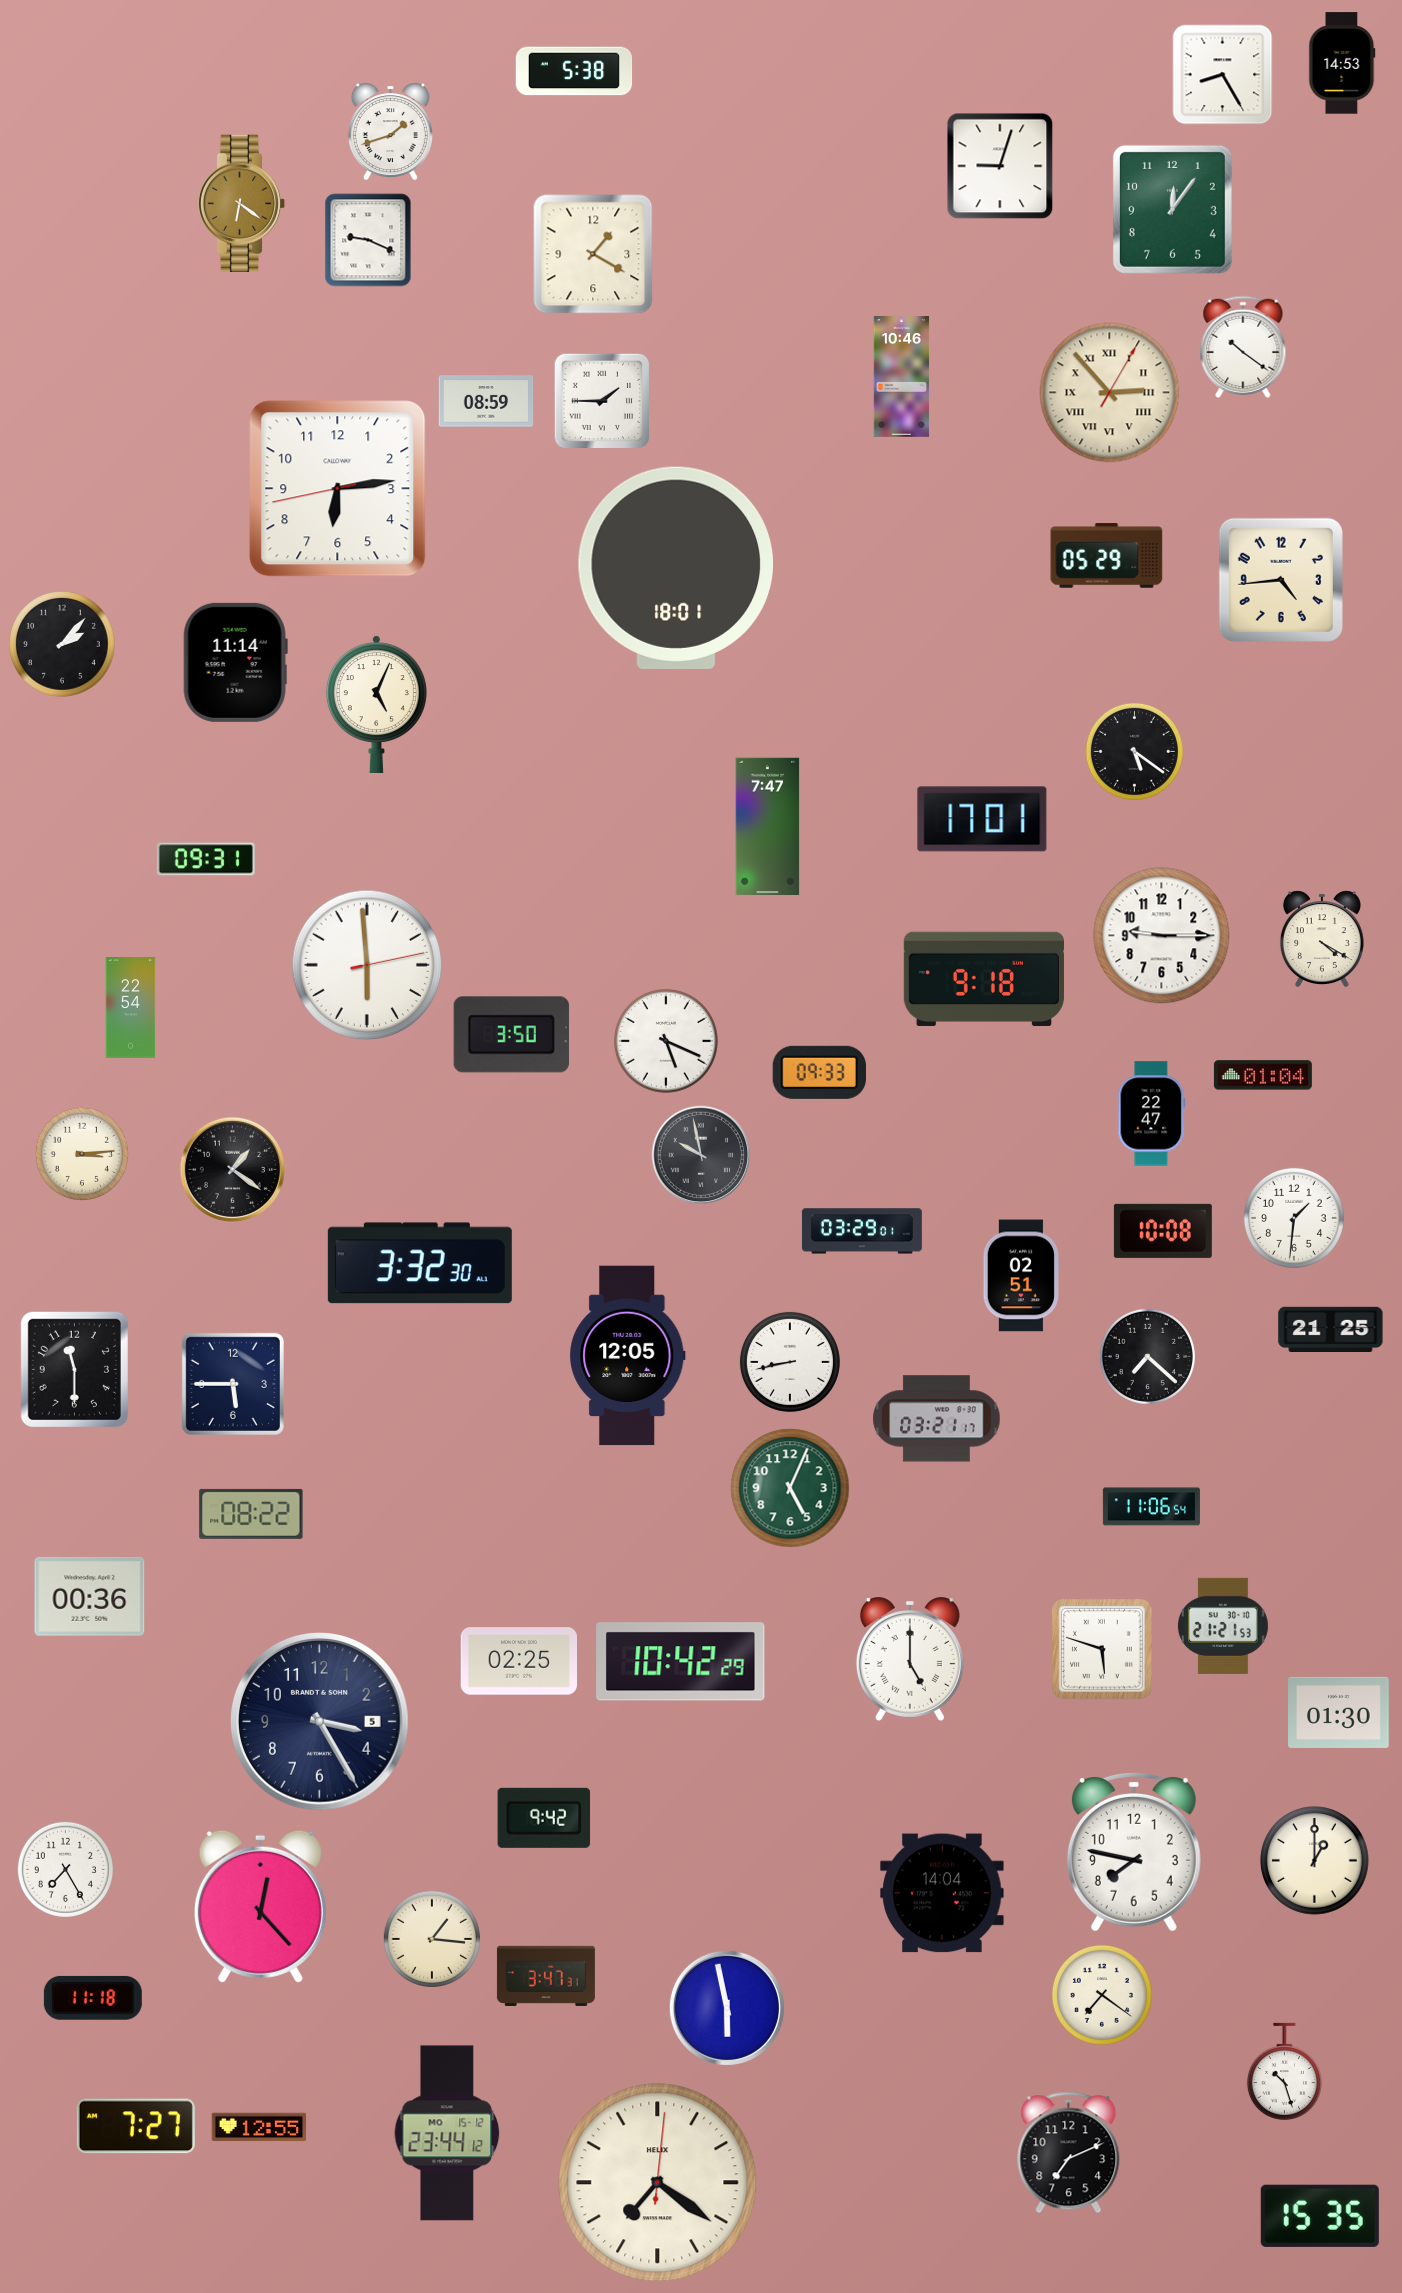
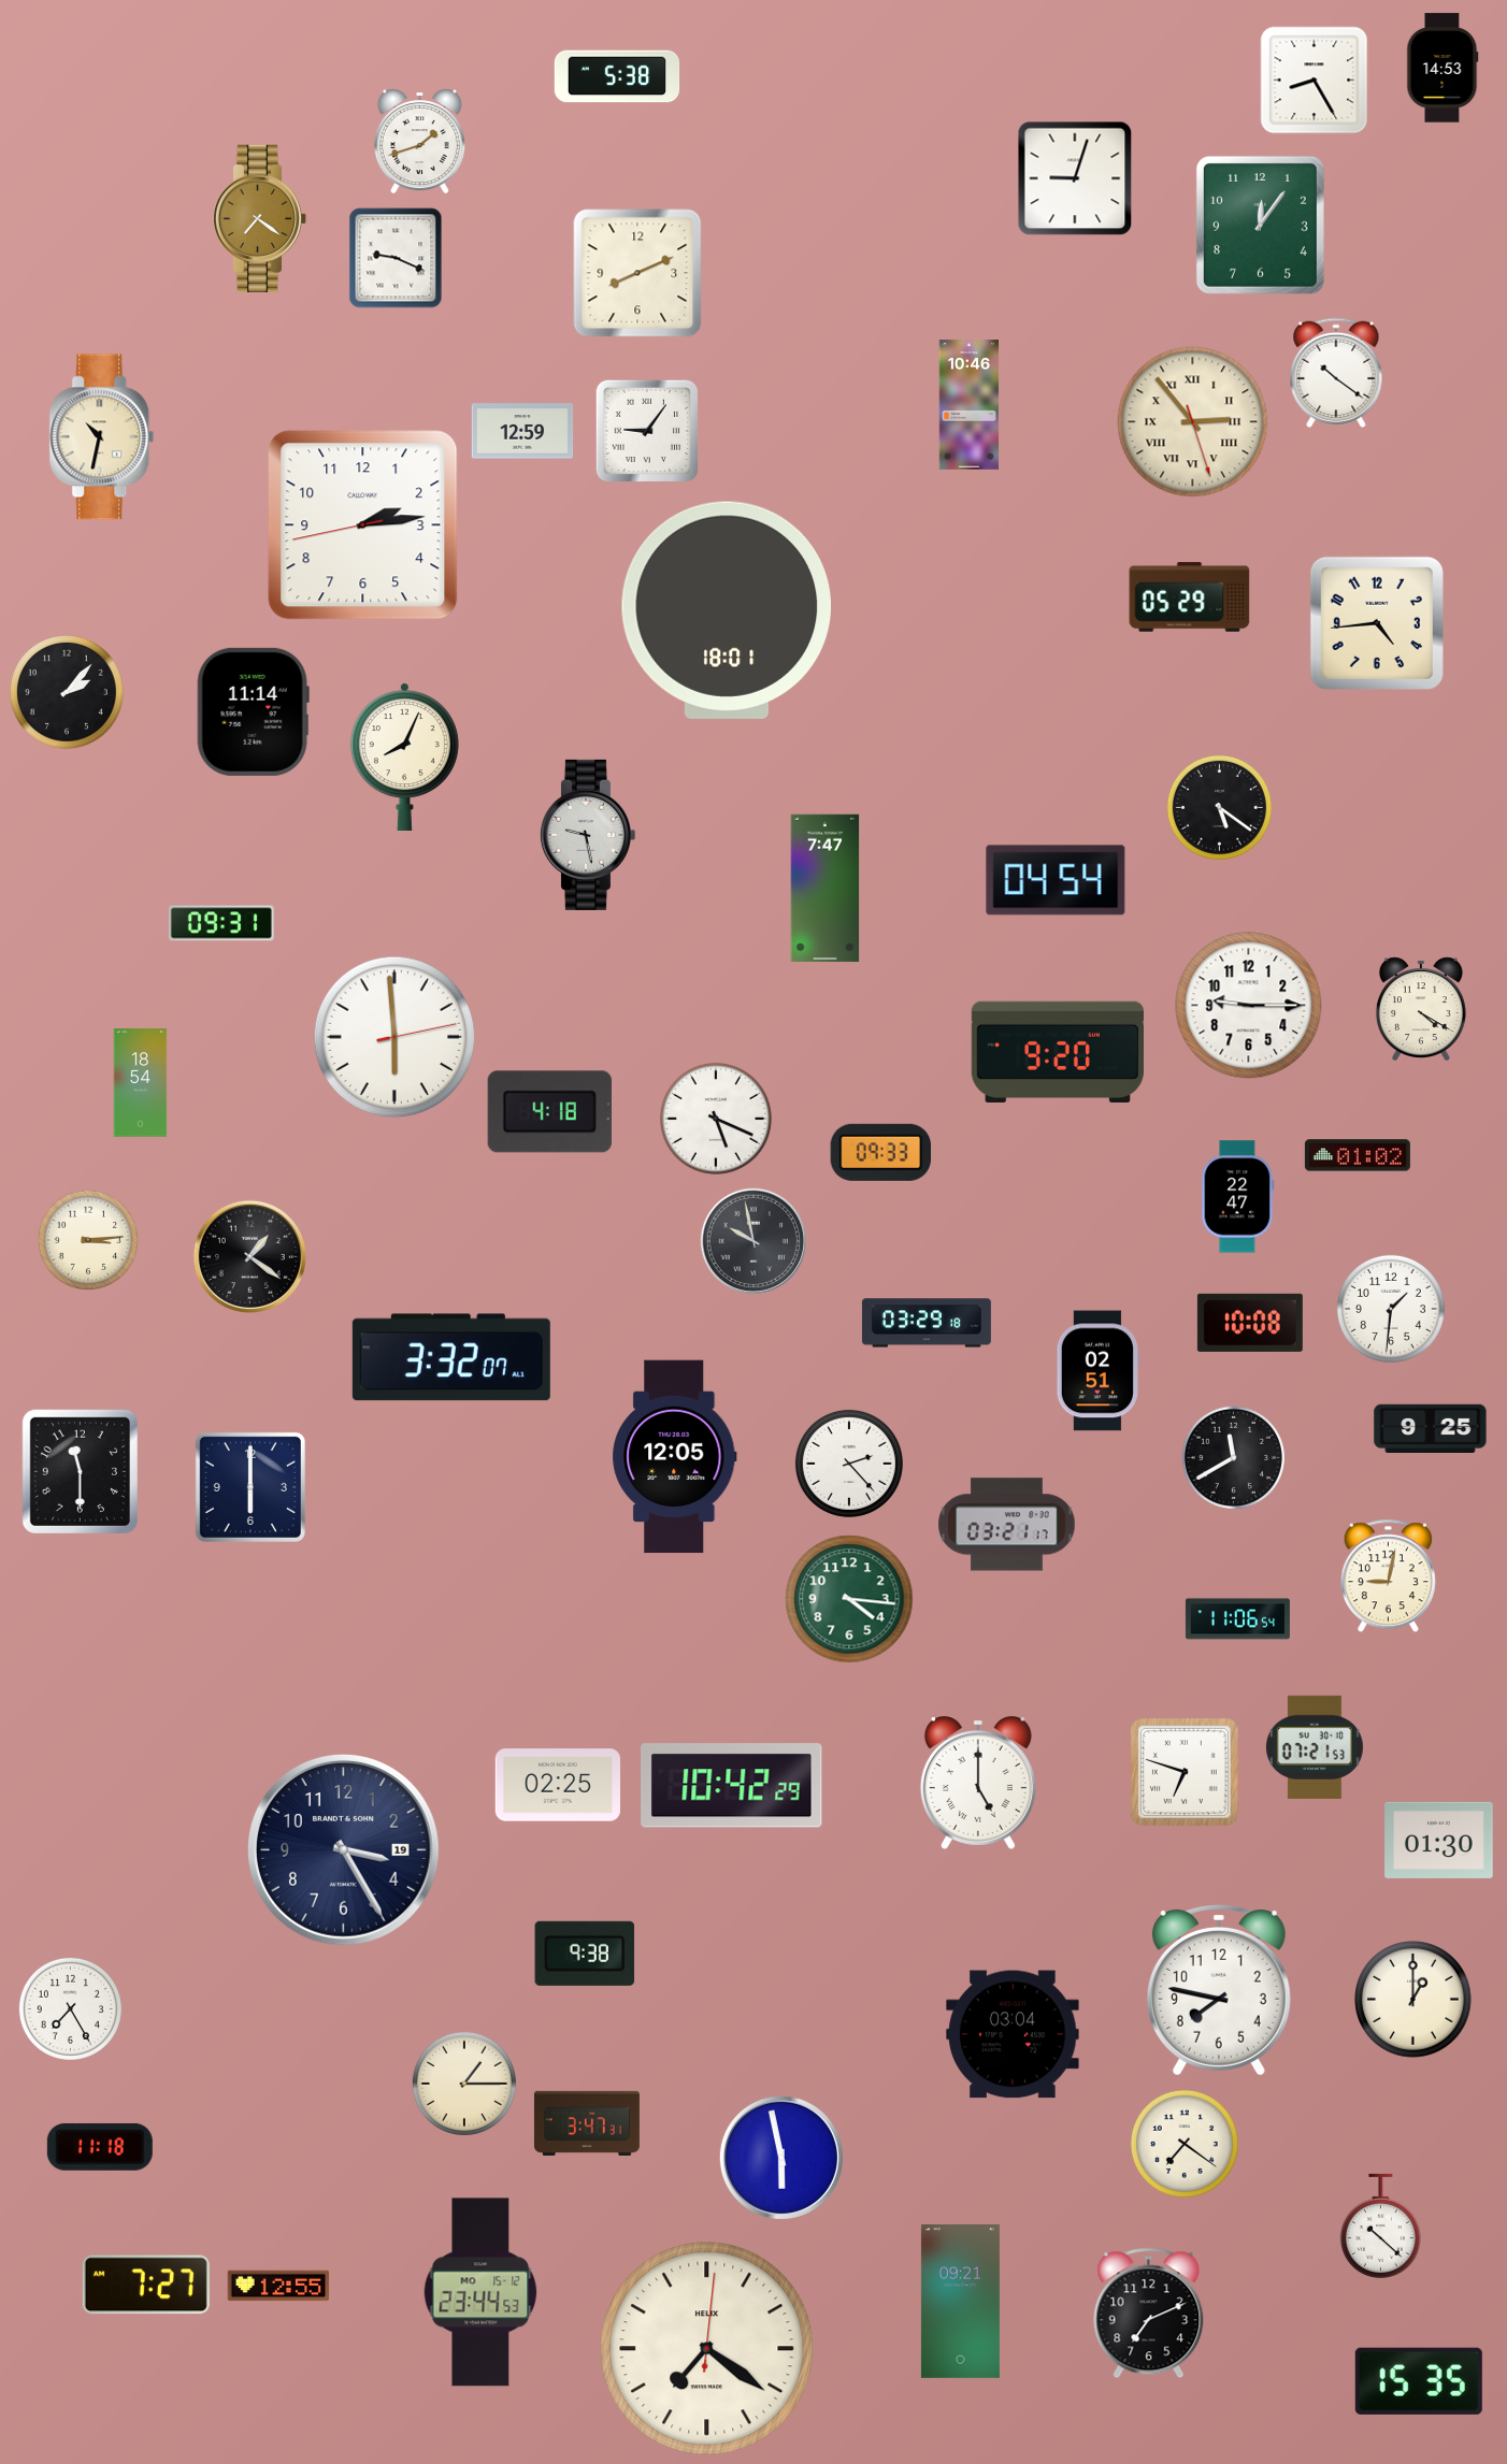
clock at (242, 203): 6:21 -> 7:21
clock at (593, 254): 1:20 -> 8:11
clock at (1110, 393): 2:53:05 -> 2:53:27
clock at (486, 401): 08:59 -> 12:59
clock at (602, 401): 1:45 -> 9:06
clock at (102, 437): none -> 10:32
clock at (338, 489): 6:13 -> 2:13
clock at (376, 704): 5:04 -> 8:04
clock at (587, 835): none -> 9:28
clock at (982, 819): 17:01 -> 04:54
clock at (984, 979): 9:18 -> 9:20
clock at (131, 1008): 22:54 -> 18:54
clock at (511, 1035): 3:50 -> 4:18
clock at (1263, 1075): 01:04 -> 01:02
clock at (862, 1231): 03:29:01 -> 03:29:18
clock at (420, 1263): 3:32:30 -> 3:32:07
clock at (1331, 1329): 21:25 -> 9:25
clock at (1147, 1356): 7:22 -> 11:40
clock at (790, 1362): 8:43 -> 2:23
clock at (233, 1384): 5:45 -> 6:00
clock at (1388, 1576): none -> 9:02
clock at (790, 1488): 5:04 -> 4:16
clock at (251, 1514): 08:22 -> none
clock at (90, 1596): 00:36 -> none
clock at (1223, 1626): 21:21 -> 07:21
clock at (1103, 1650): 5:48 -> 6:48
clock at (320, 1722) date: 5 -> 19
clock at (544, 1818): 9:42 -> 9:38
clock at (942, 1893): 14:04 -> 03:04
clock at (260, 1906): 12:23 -> none
clock at (432, 1939): 1:16 -> 1:15
clock at (1284, 2071): 10:27 -> 10:22
clock at (447, 2133): 23:44:12 -> 23:44:53
clock at (960, 2302): none -> 09:21
clock at (658, 2183) position: (658, 2183) -> (707, 2349)
